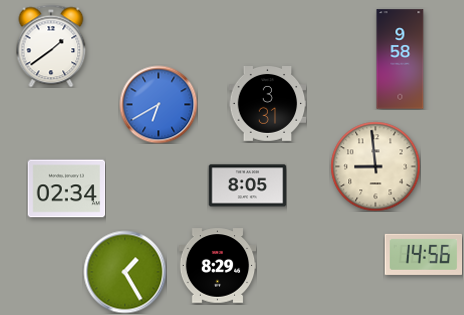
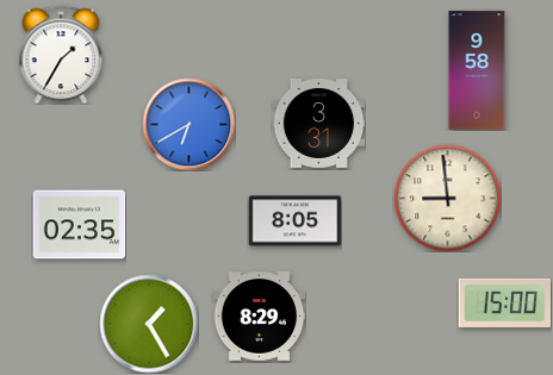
clock at (51, 46): 1:39 -> 1:35
clock at (66, 189): 02:34 -> 02:35
clock at (423, 254): 14:56 -> 15:00
